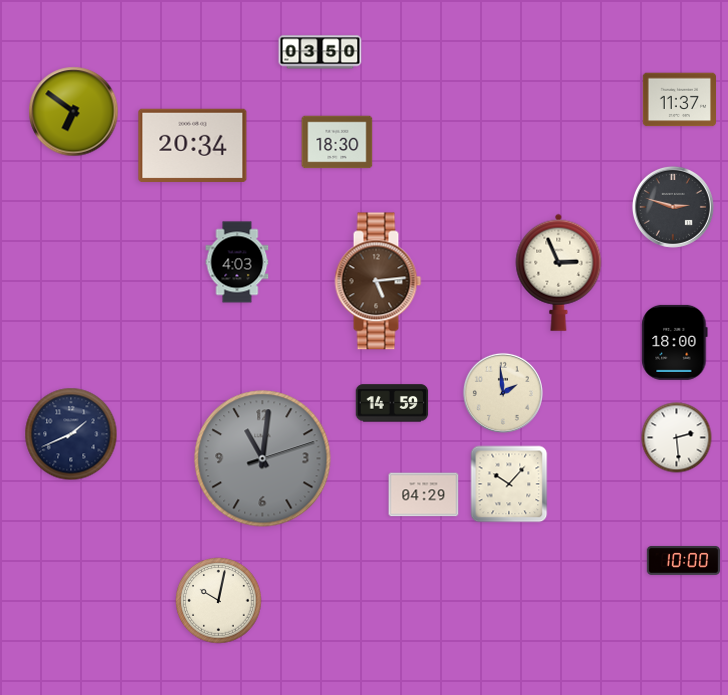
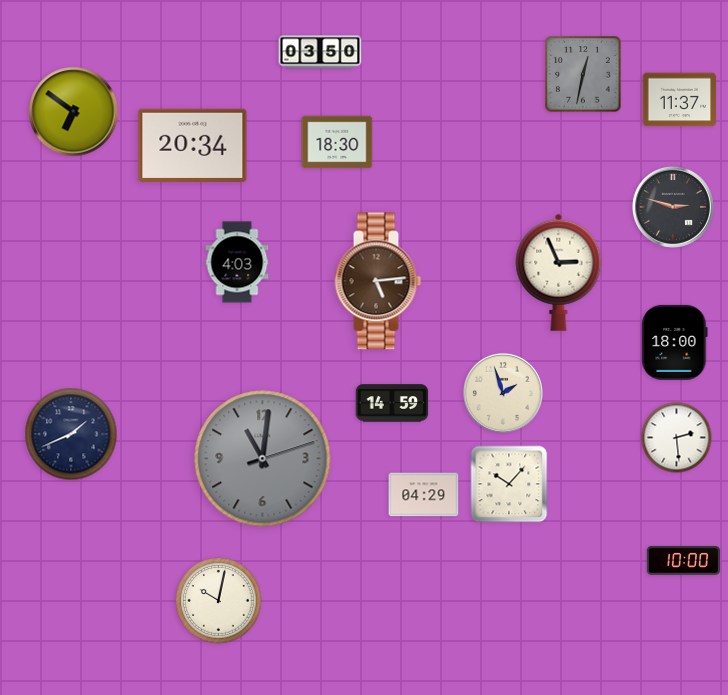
clock at (583, 74): none -> 12:32
clock at (503, 393): 1:59 -> 1:57
